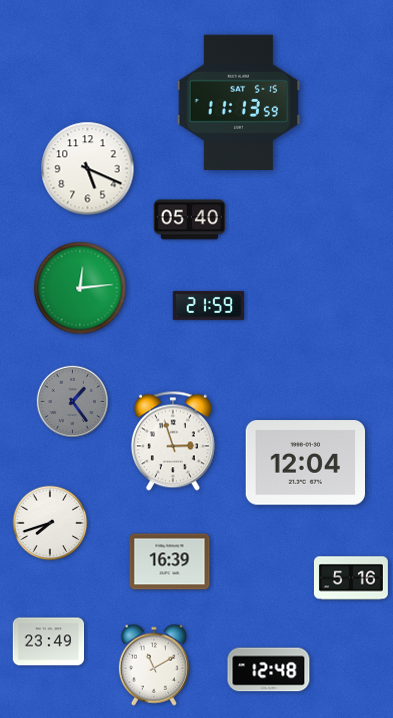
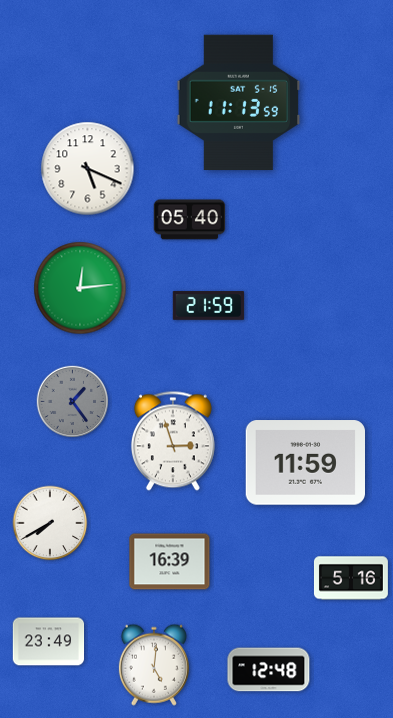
clock at (305, 463): 12:04 -> 11:59
clock at (50, 523): 7:42 -> 7:40
clock at (154, 665): 11:10 -> 5:01
